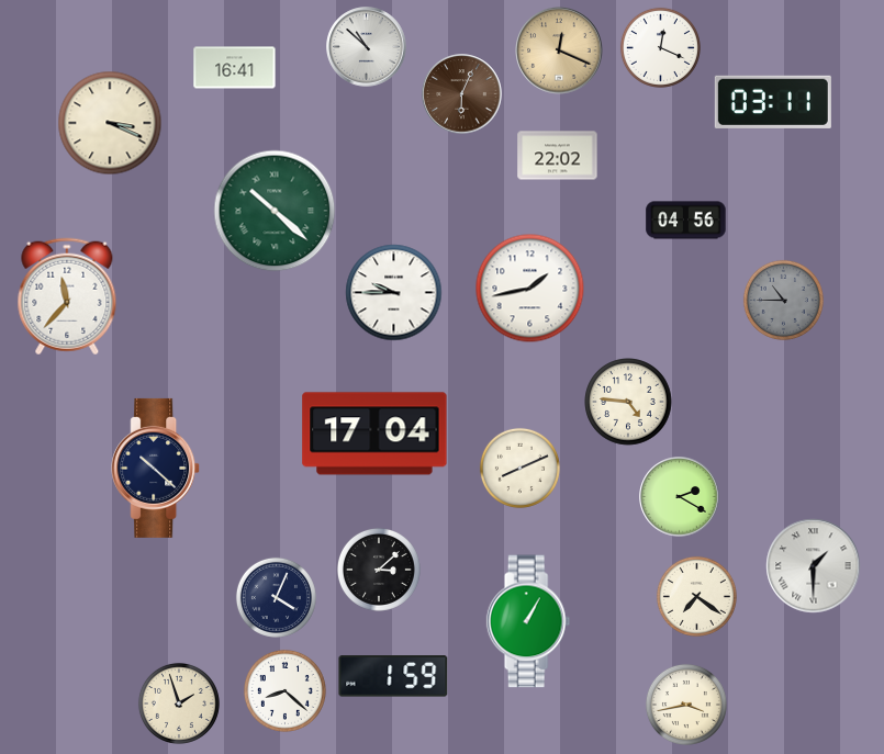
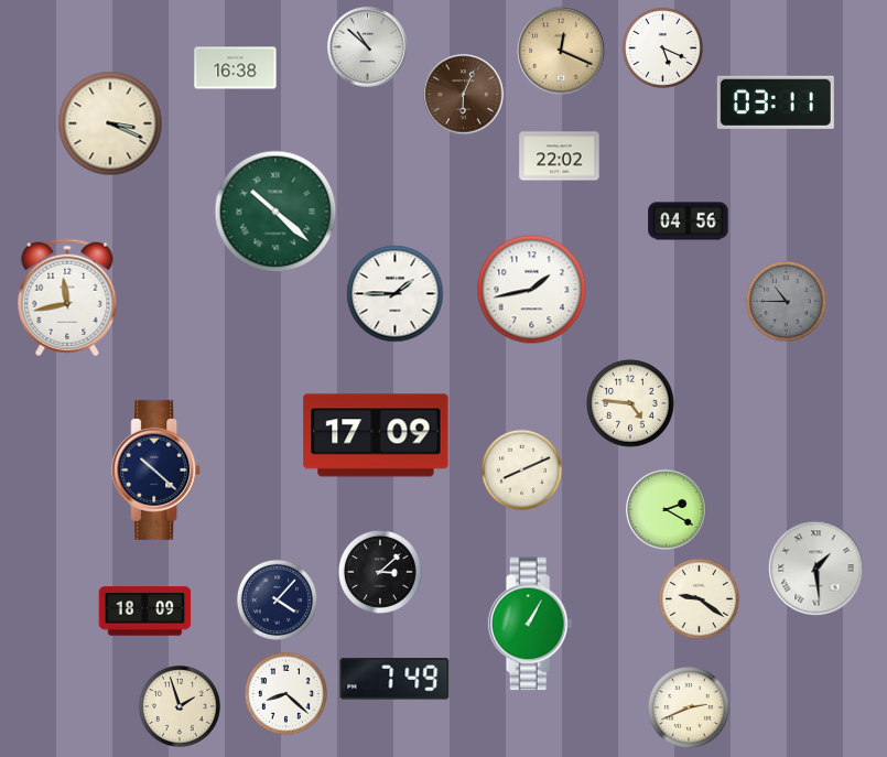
clock at (660, 47): 12:19 -> 5:19
clock at (235, 68): 16:41 -> 16:38
clock at (394, 293): 9:45 -> 1:45
clock at (67, 296): 11:37 -> 11:43
clock at (374, 434): 17:04 -> 17:09
clock at (680, 497) position: (680, 497) -> (667, 510)
clock at (814, 566): 1:30 -> 1:29
clock at (696, 596): 7:21 -> 9:21
clock at (276, 597): 4:04 -> 4:07
clock at (145, 612): none -> 18:09
clock at (393, 676): 1:59 -> 7:49
clock at (686, 705): 3:43 -> 2:41
